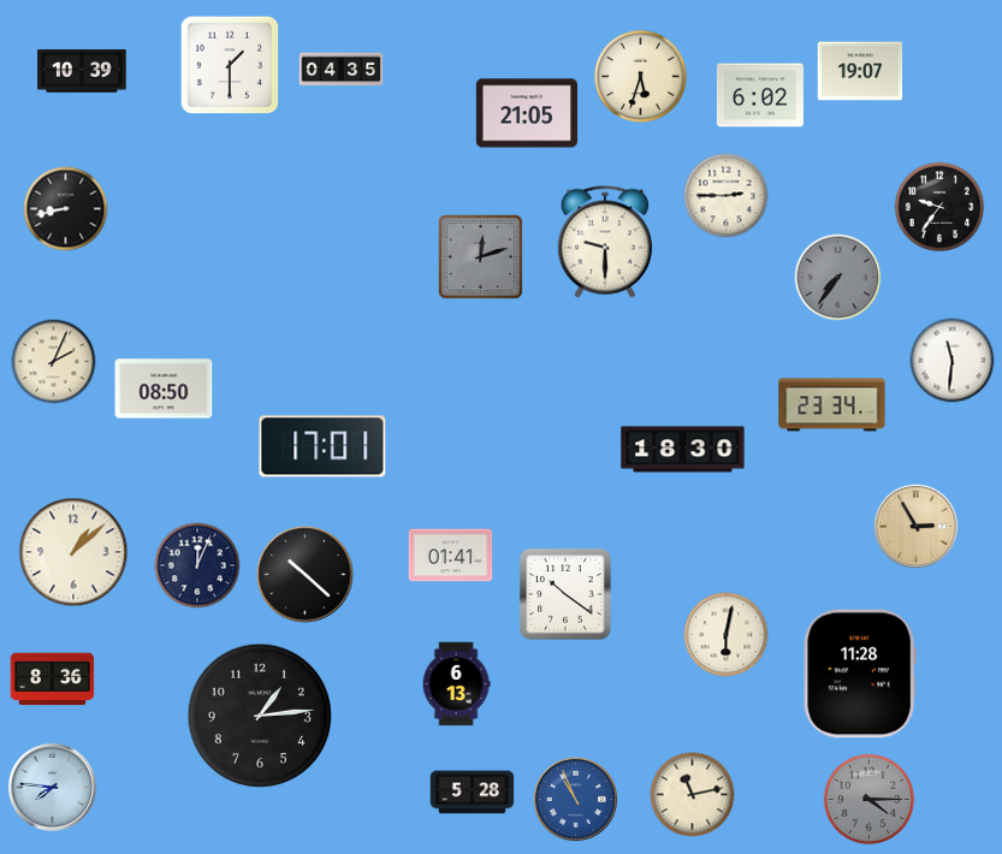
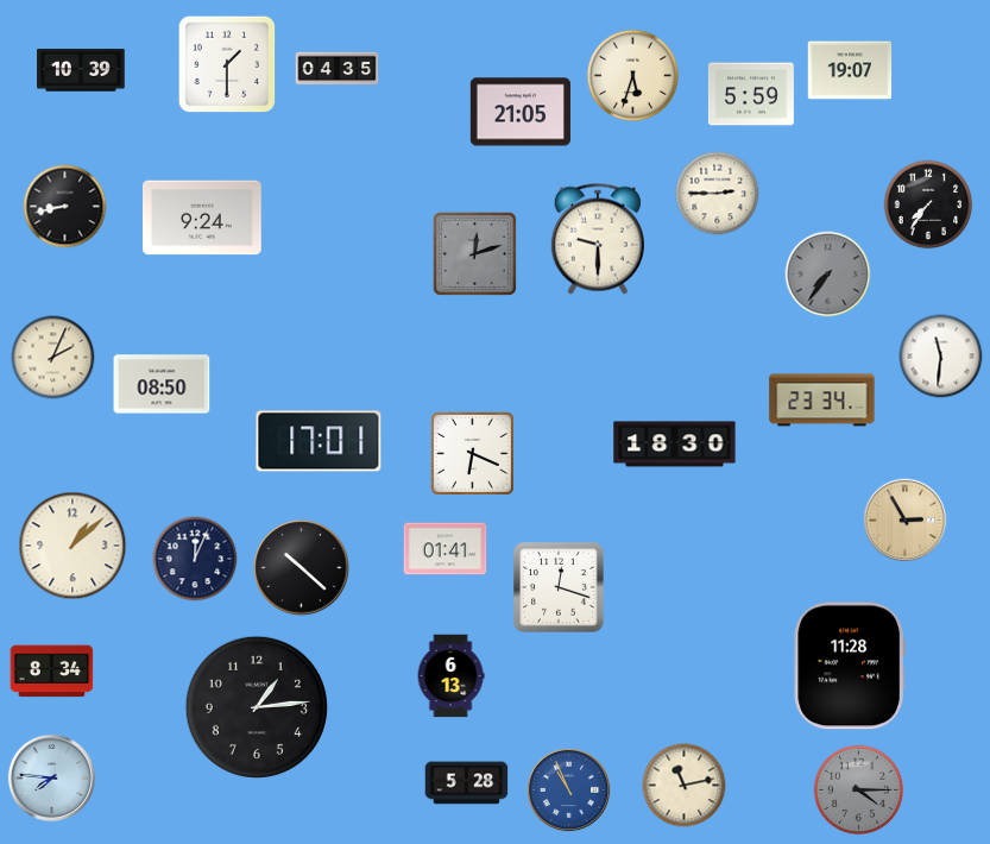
clock at (760, 95): 6:02 -> 5:59
clock at (939, 207): 9:36 -> 7:36
clock at (203, 218): none -> 9:24
clock at (472, 453): none -> 6:19
clock at (565, 594): 10:21 -> 12:18
clock at (727, 635): 6:02 -> none
clock at (53, 680): 8:36 -> 8:34
